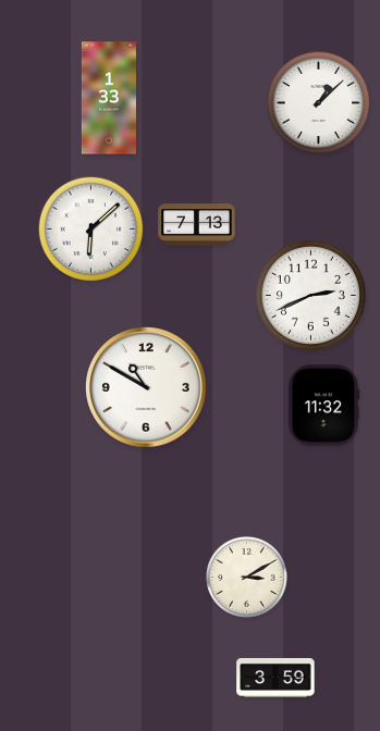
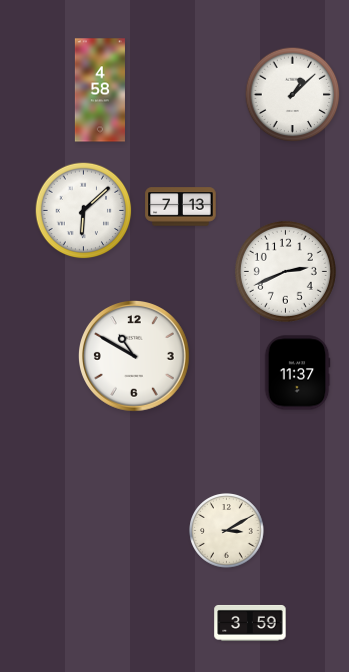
clock at (109, 98): 1:33 -> 4:58
clock at (323, 406): 11:32 -> 11:37
clock at (275, 678) position: (275, 678) -> (250, 623)
